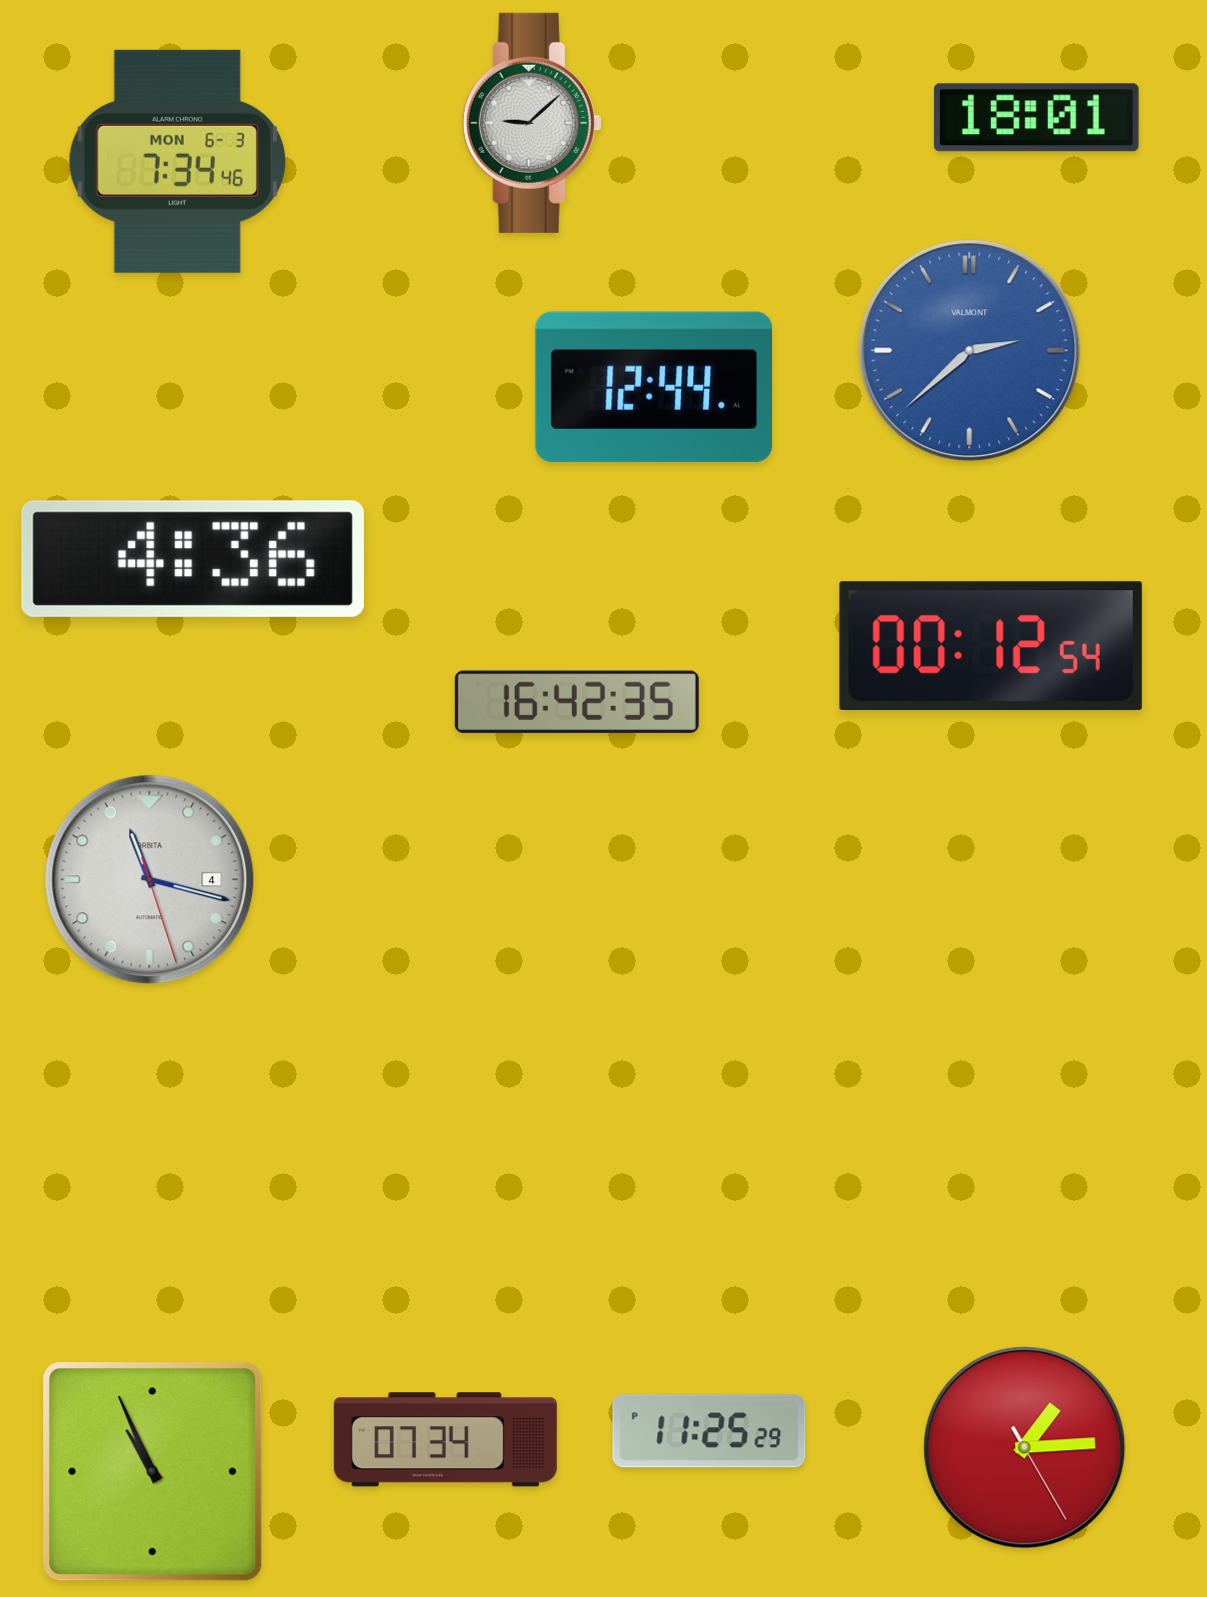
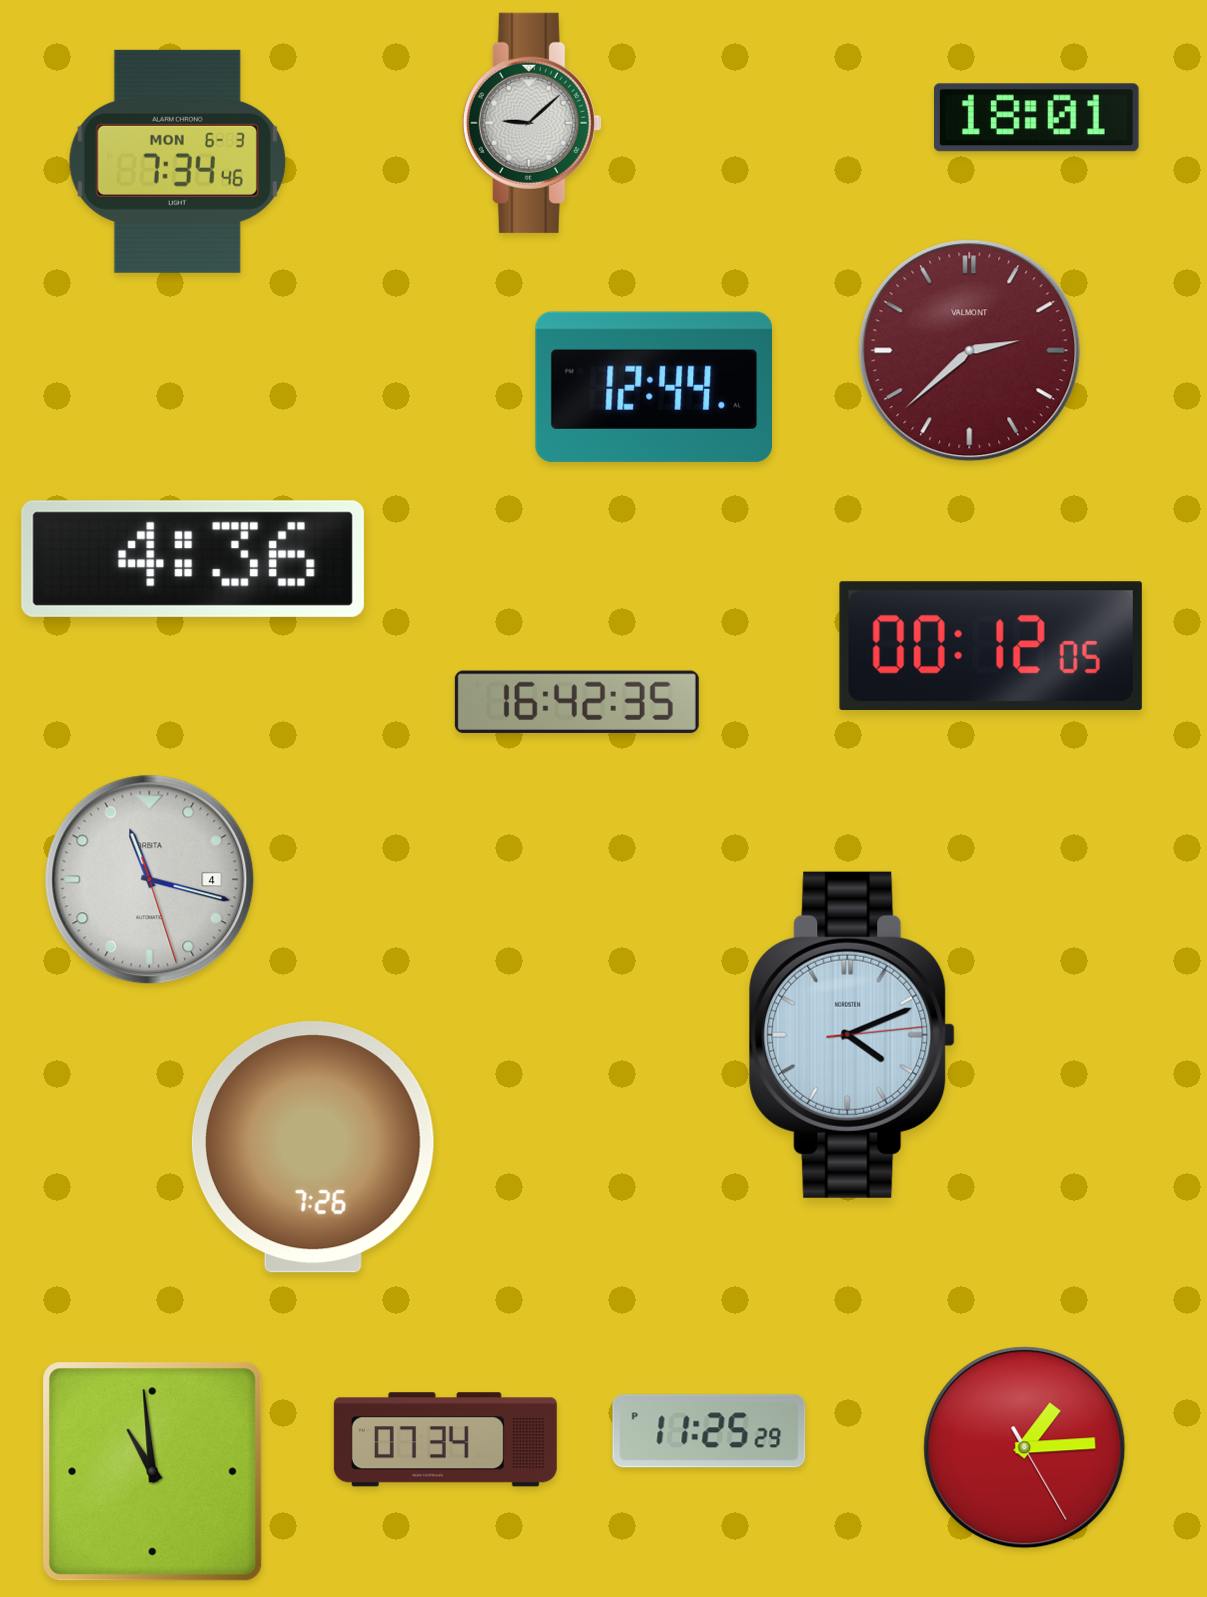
clock at (970, 351) dial: blue -> burgundy
clock at (991, 645): 00:12:54 -> 00:12:05
clock at (852, 1035): none -> 4:11
clock at (313, 1147): none -> 7:26
clock at (153, 1472): 10:56 -> 10:59
